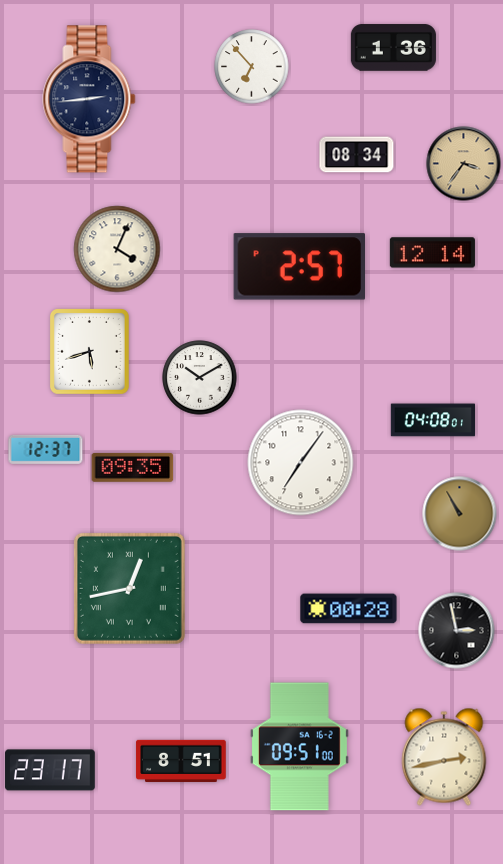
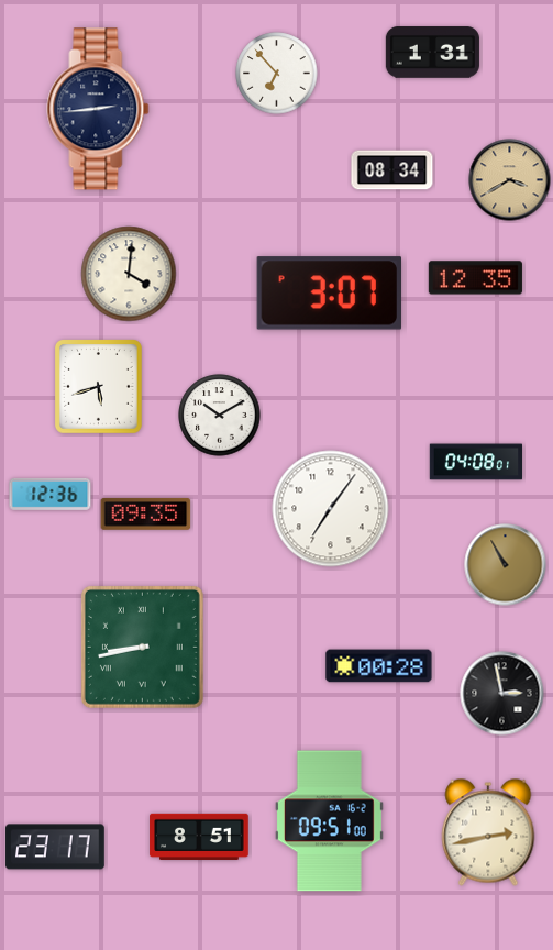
clock at (393, 48): 1:36 -> 1:31
clock at (464, 164): 3:36 -> 3:40
clock at (117, 249): 4:04 -> 4:01
clock at (432, 253): 12:14 -> 12:35
clock at (299, 267): 2:57 -> 3:07
clock at (46, 449): 12:37 -> 12:36
clock at (129, 588): 12:43 -> 8:43
clock at (349, 609) position: (349, 609) -> (379, 666)
